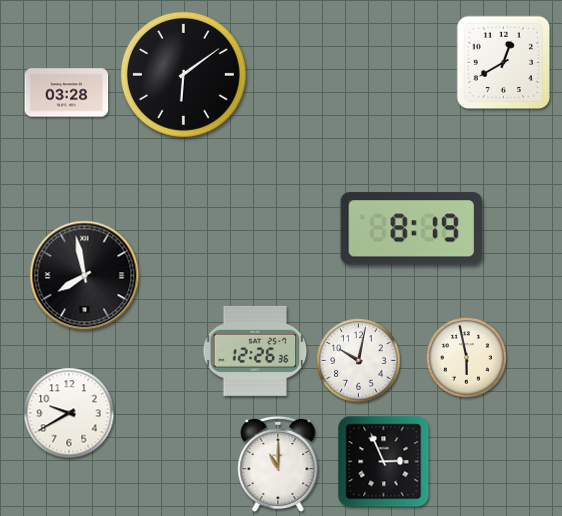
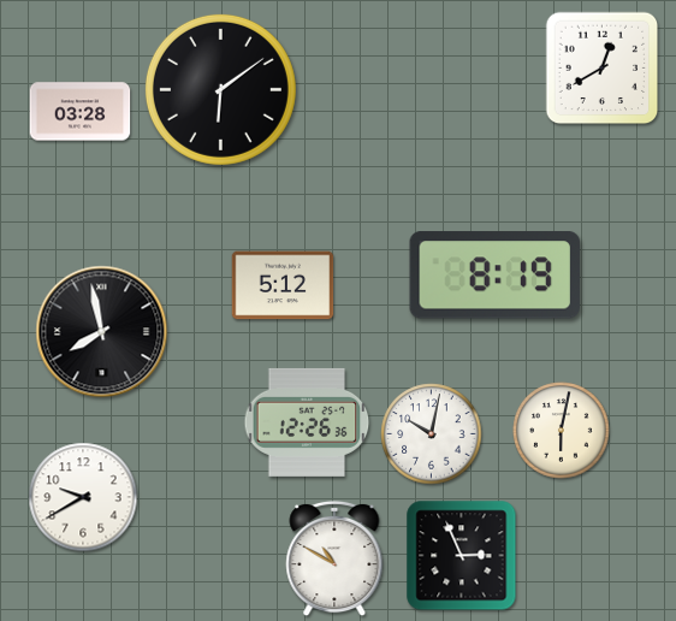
clock at (504, 63) position: (504, 63) -> (603, 69)
clock at (283, 285): none -> 5:12
clock at (467, 358): 5:58 -> 6:02
clock at (278, 464): 11:00 -> 10:50
